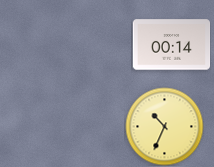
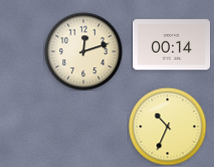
clock at (83, 51): none -> 12:12
clock at (164, 126) position: (164, 126) -> (167, 126)
